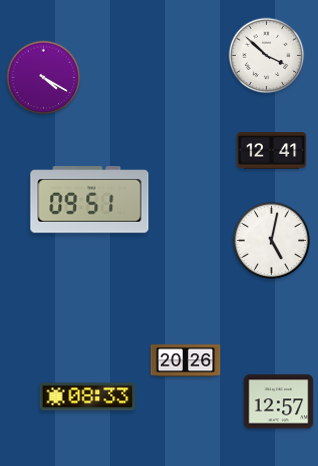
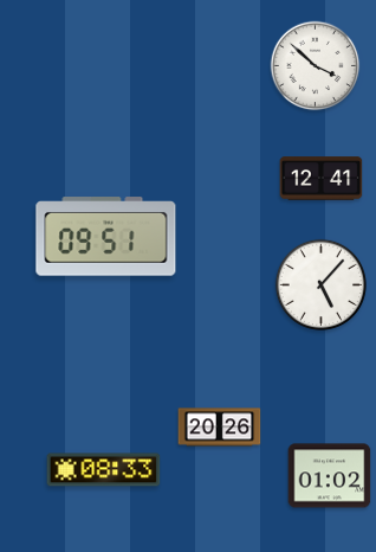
clock at (44, 78): 4:20 -> none
clock at (271, 240): 5:02 -> 5:07
clock at (279, 402): 12:57 -> 01:02
